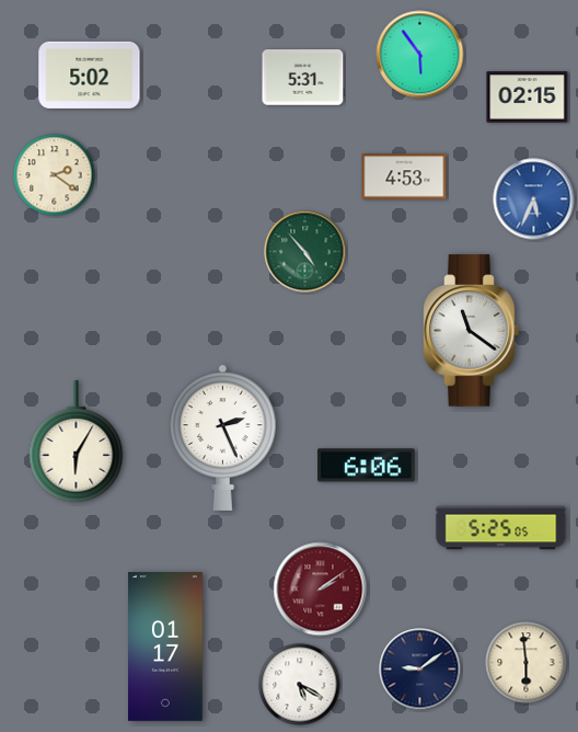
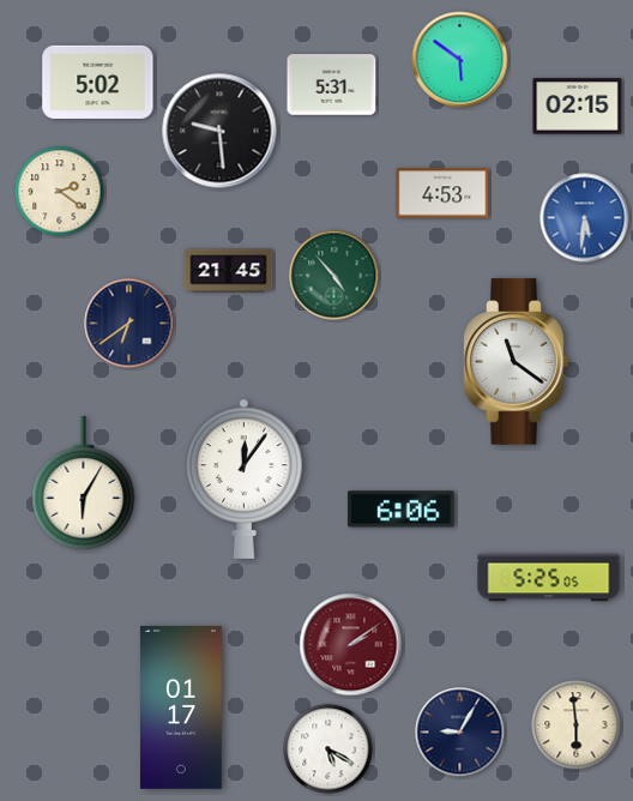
clock at (420, 55): 5:54 -> 5:51
clock at (219, 131): none -> 9:29
clock at (534, 199): 5:34 -> 5:31
clock at (229, 271): none -> 21:45
clock at (129, 324): none -> 6:39
clock at (223, 437): 2:26 -> 12:06
clock at (420, 670): 9:09 -> 9:05
